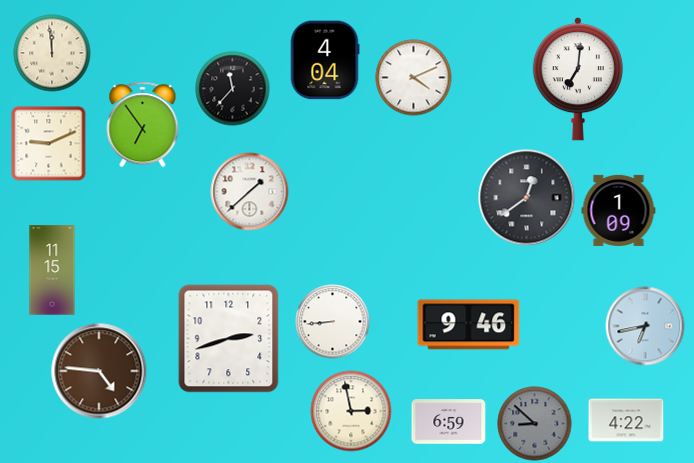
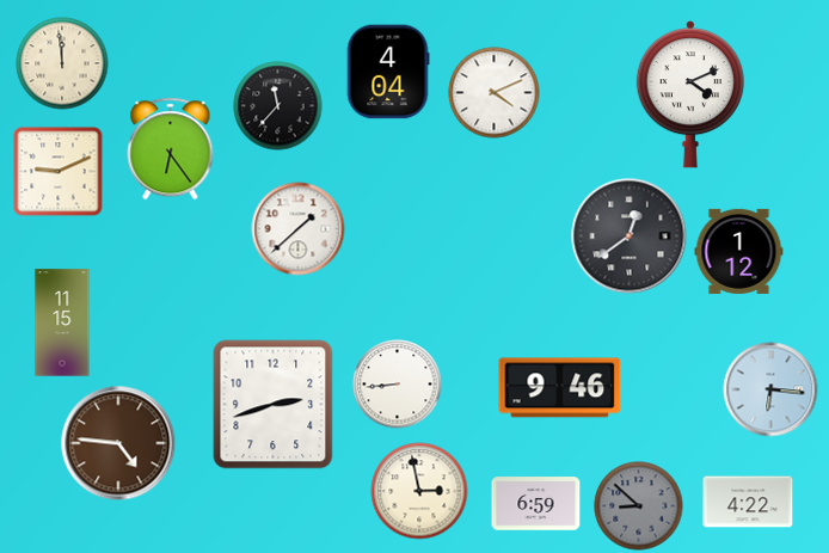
clock at (578, 79): 7:01 -> 4:11
clock at (143, 125): 6:54 -> 6:24
clock at (619, 210): 1:09 -> 1:12
clock at (645, 326): 6:43 -> 6:16
